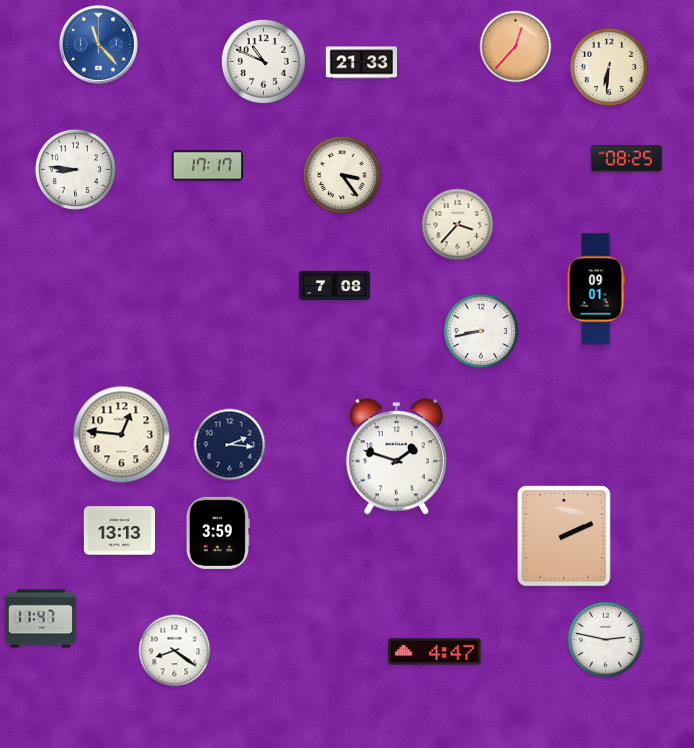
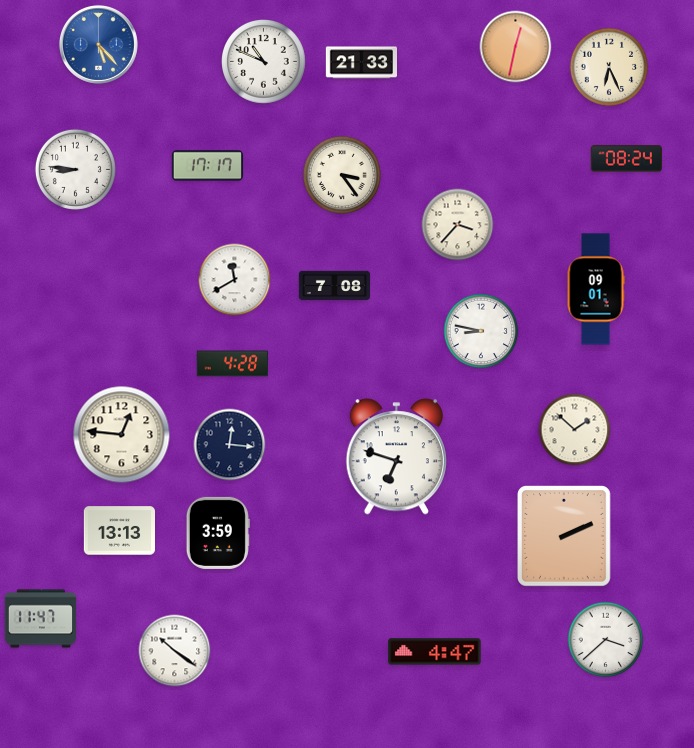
clock at (98, 44): 11:23 -> 5:23
clock at (516, 47): 12:37 -> 12:32
clock at (608, 66): 6:31 -> 6:26
clock at (626, 159): 08:25 -> 08:24
clock at (235, 280): none -> 11:40
clock at (481, 331): 8:43 -> 8:47
clock at (232, 364): none -> 4:28
clock at (575, 430): none -> 1:52
clock at (230, 445): 2:16 -> 12:16
clock at (396, 457): 1:48 -> 6:48
clock at (606, 640): 2:47 -> 3:38
clock at (175, 651): 8:21 -> 10:21
